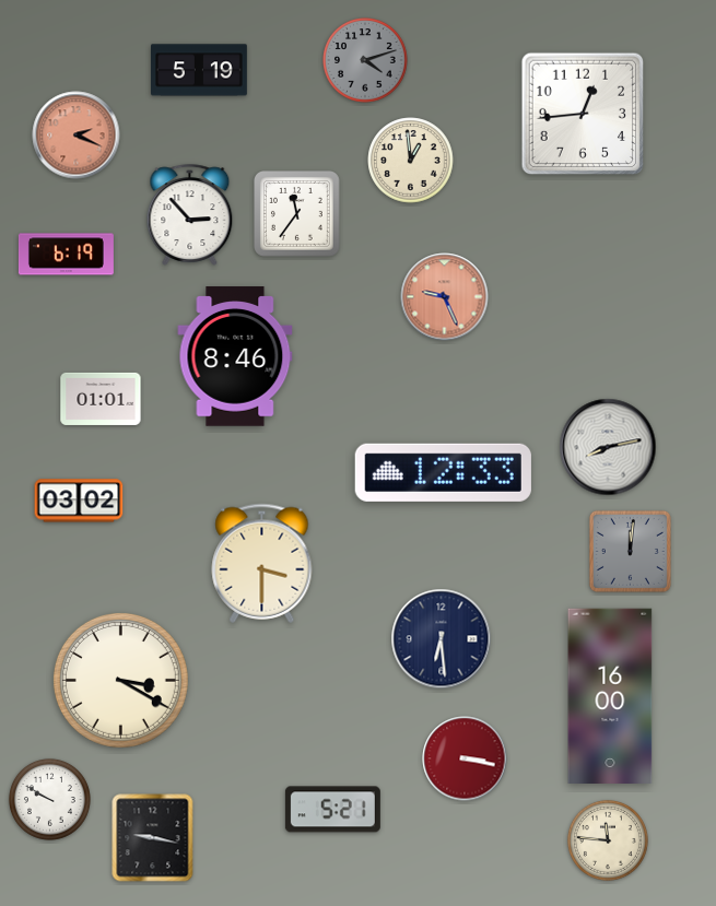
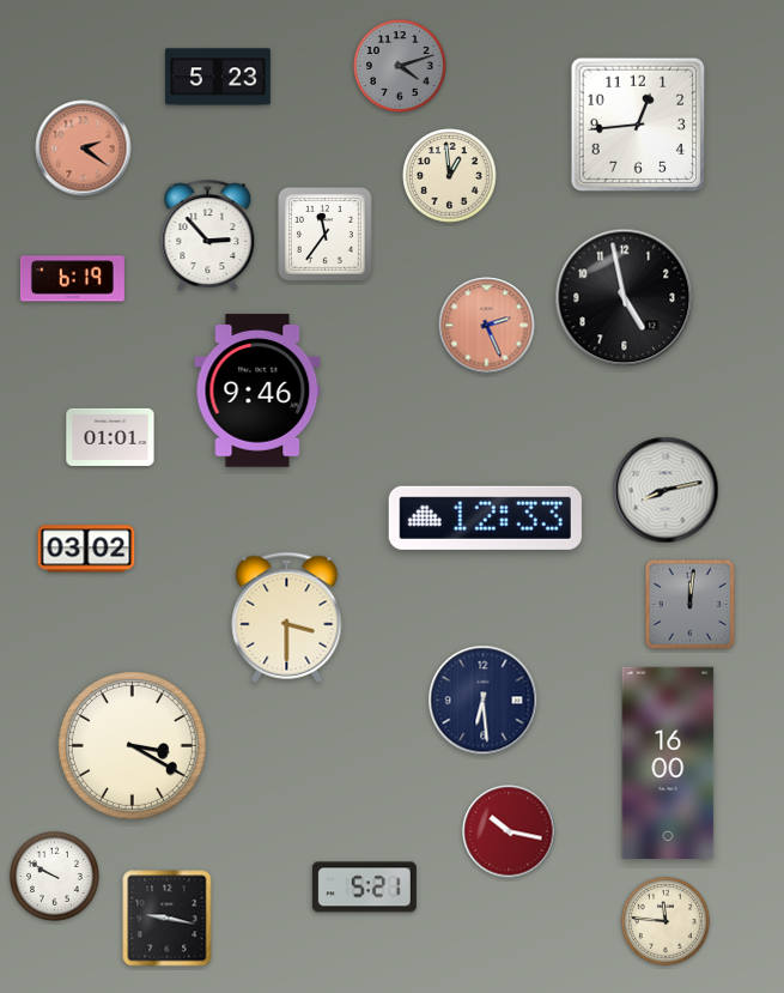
clock at (200, 70): 5:19 -> 5:23
clock at (77, 136): 2:19 -> 2:21
clock at (625, 298): none -> 4:58
clock at (445, 297): 9:26 -> 2:26
clock at (235, 356): 8:46 -> 9:46
clock at (465, 758): 3:17 -> 10:17
